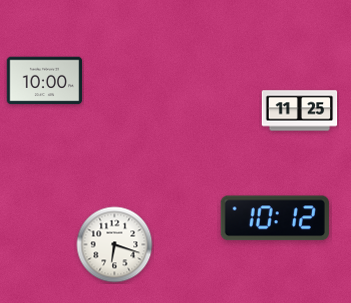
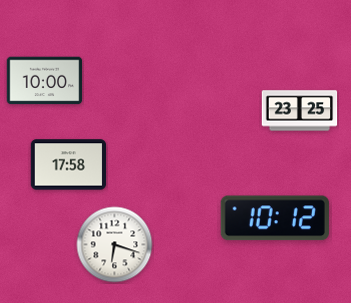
clock at (300, 111): 11:25 -> 23:25
clock at (69, 165): none -> 17:58
